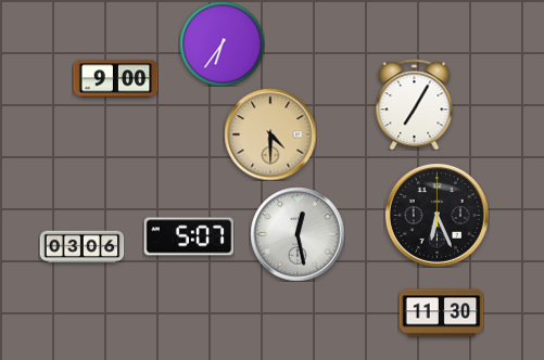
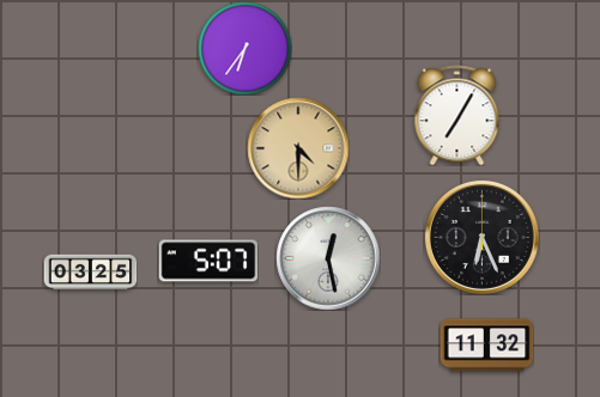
clock at (115, 79): 9:00 -> none
clock at (81, 247): 03:06 -> 03:25
clock at (441, 313): 11:30 -> 11:32
